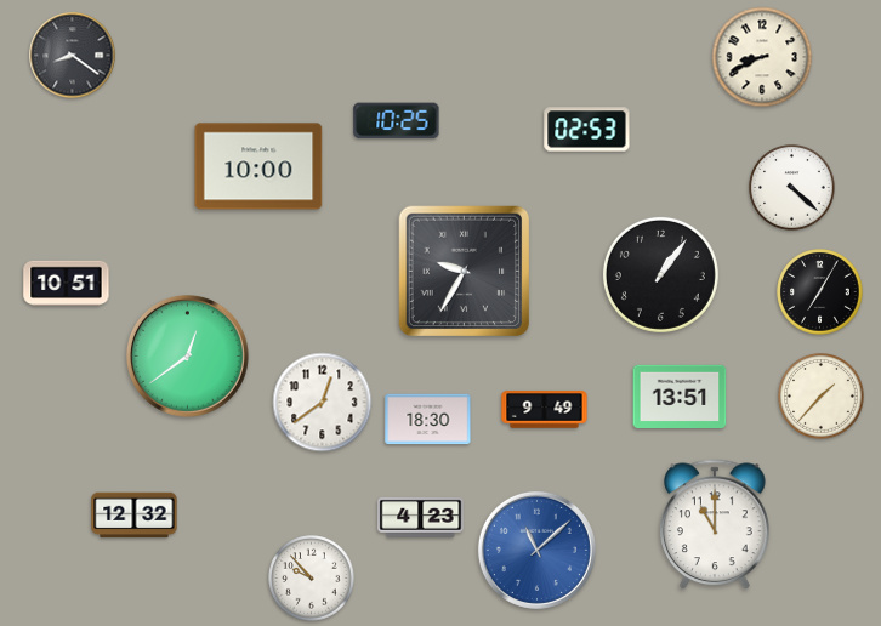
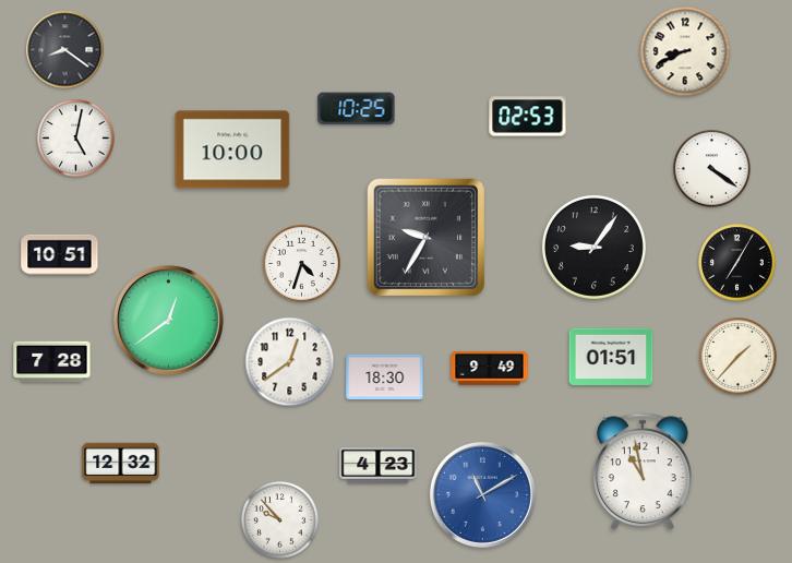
clock at (76, 139): none -> 5:02
clock at (792, 188): 4:22 -> 4:21
clock at (464, 271) position: (464, 271) -> (425, 237)
clock at (660, 274): 1:06 -> 9:06
clock at (302, 264): none -> 4:33
clock at (680, 395): 13:51 -> 01:51
clock at (52, 362): none -> 7:28
clock at (716, 525): 11:00 -> 10:58
clock at (536, 550): 11:08 -> 11:10
